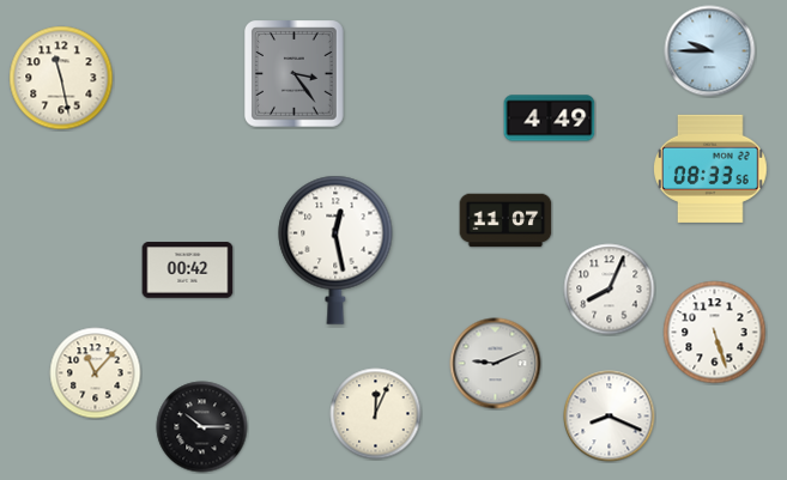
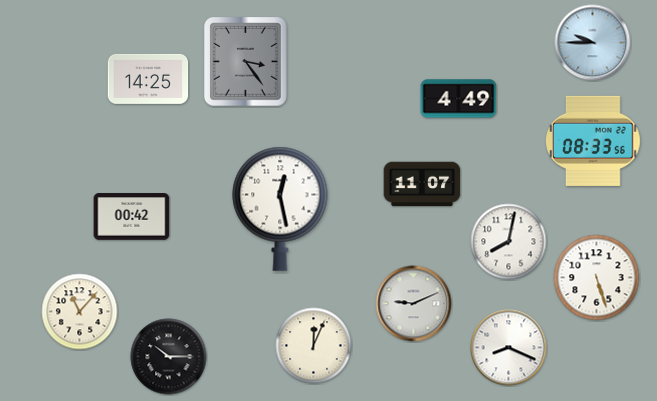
clock at (61, 78): 11:28 -> none
clock at (148, 79): none -> 14:25
clock at (188, 271) position: (188, 271) -> (132, 217)
clock at (610, 290): 8:04 -> 8:02
